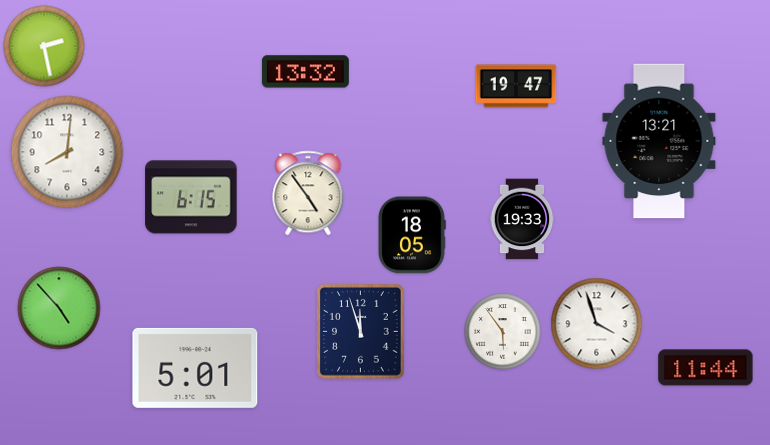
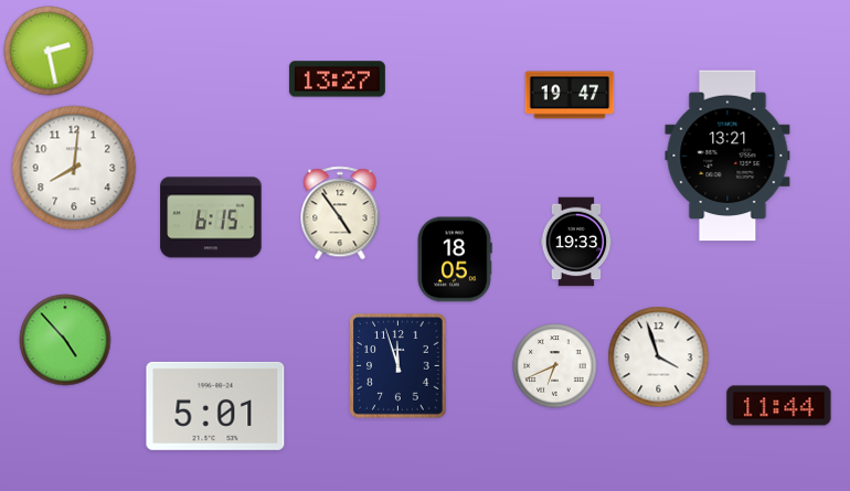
clock at (305, 72): 13:32 -> 13:27
clock at (503, 332): 5:54 -> 6:41
